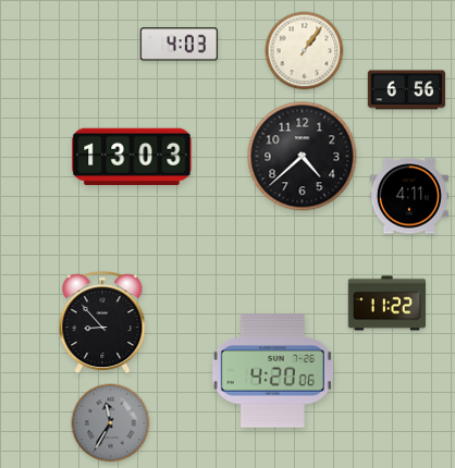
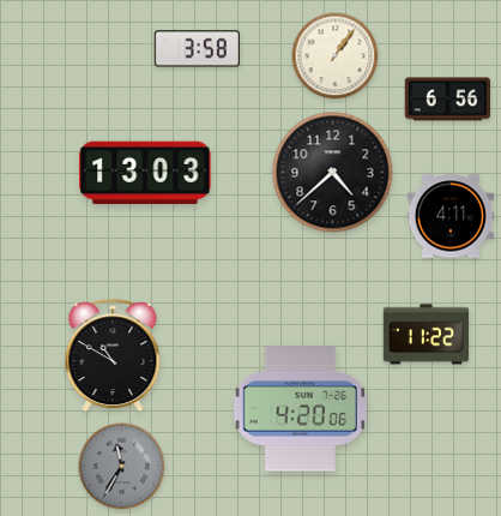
clock at (179, 45): 4:03 -> 3:58
clock at (102, 323): 8:53 -> 10:50
